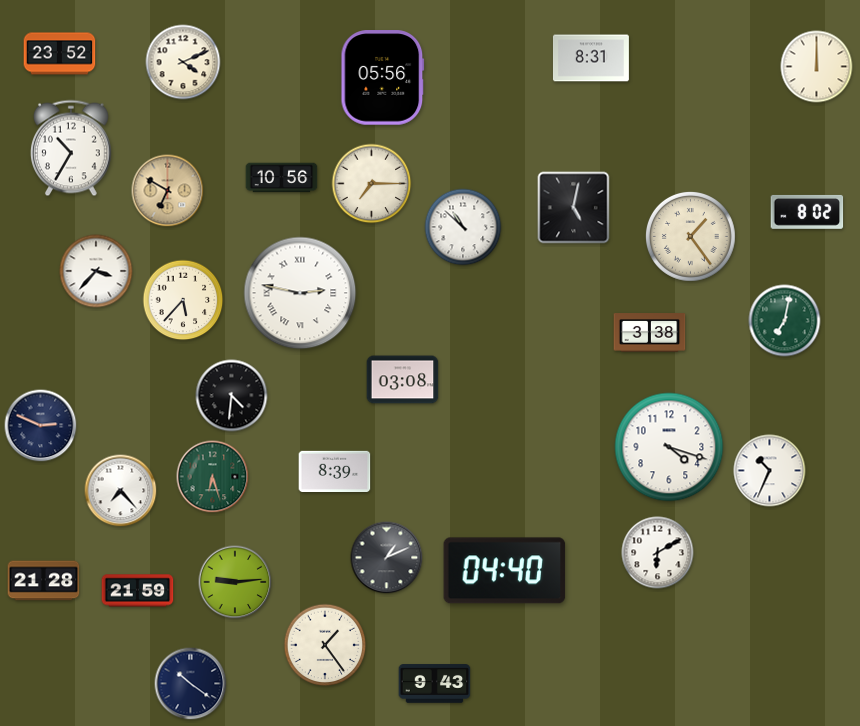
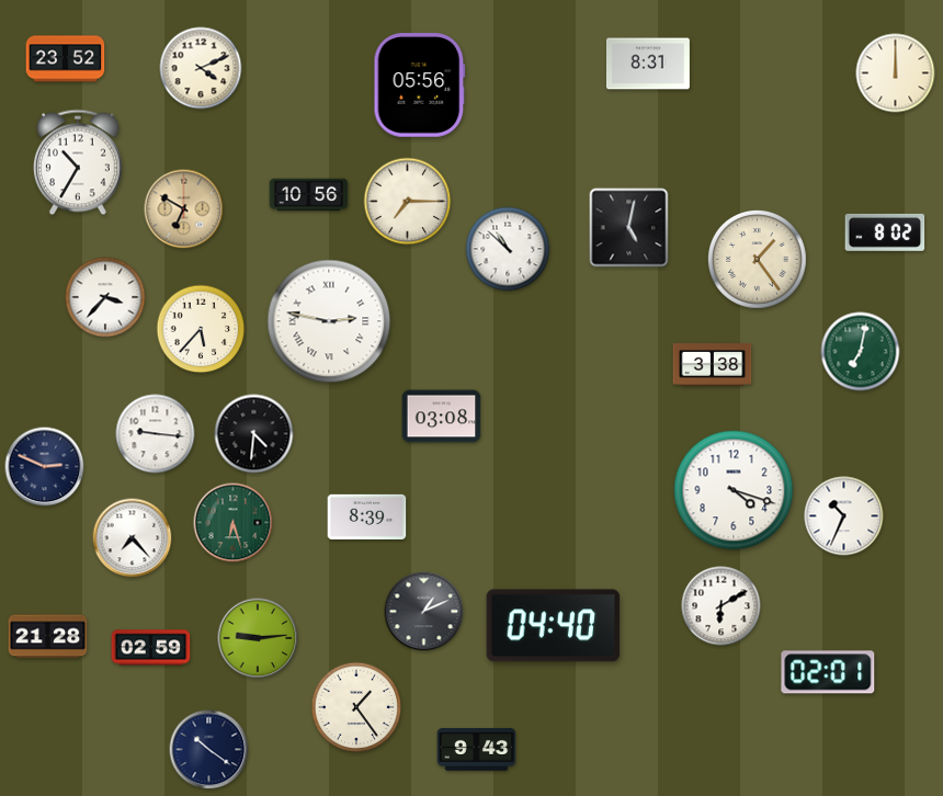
clock at (156, 434): none -> 9:16
clock at (138, 591): 21:59 -> 02:59
clock at (828, 672): none -> 02:01
